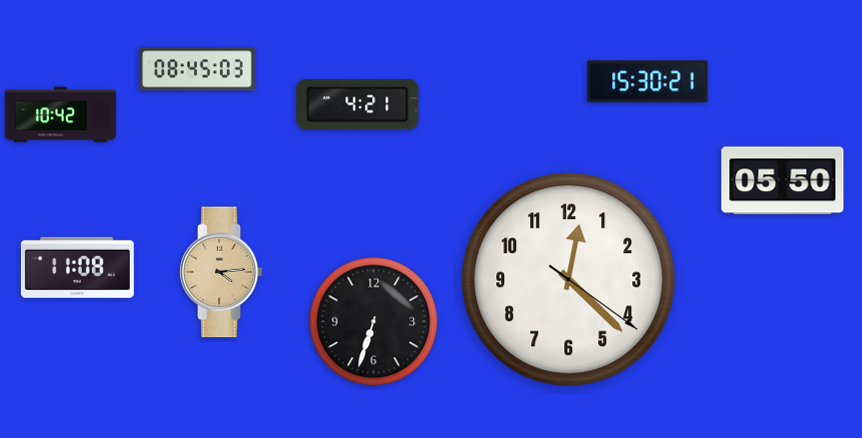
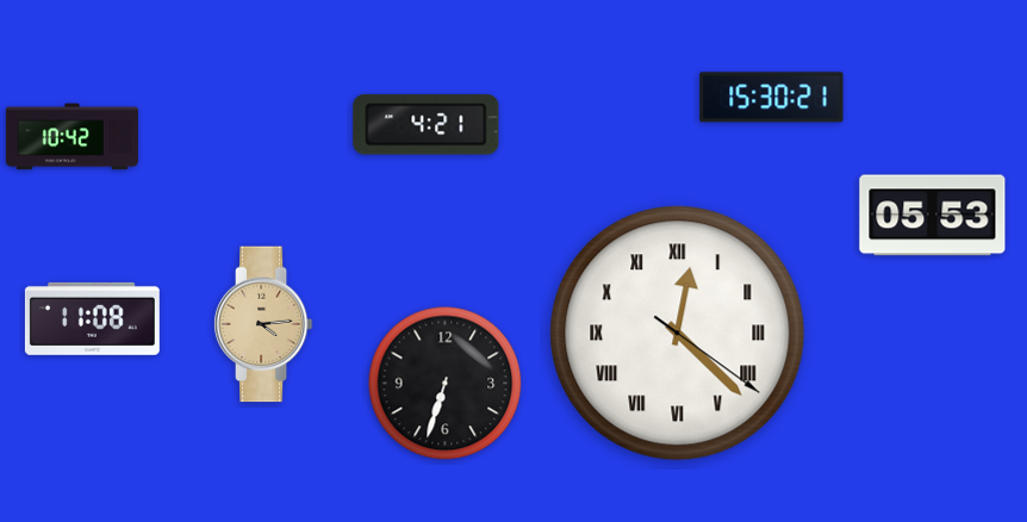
clock at (197, 69): 08:45 -> none
clock at (783, 181): 05:50 -> 05:53
clock at (569, 280) numerals: Arabic -> Roman
